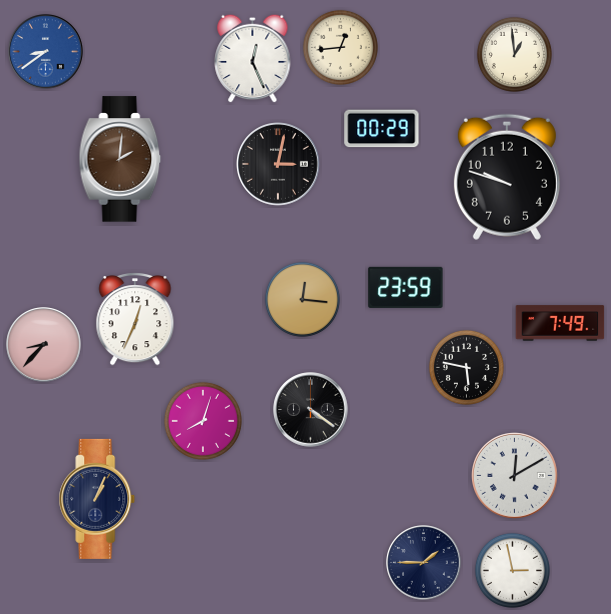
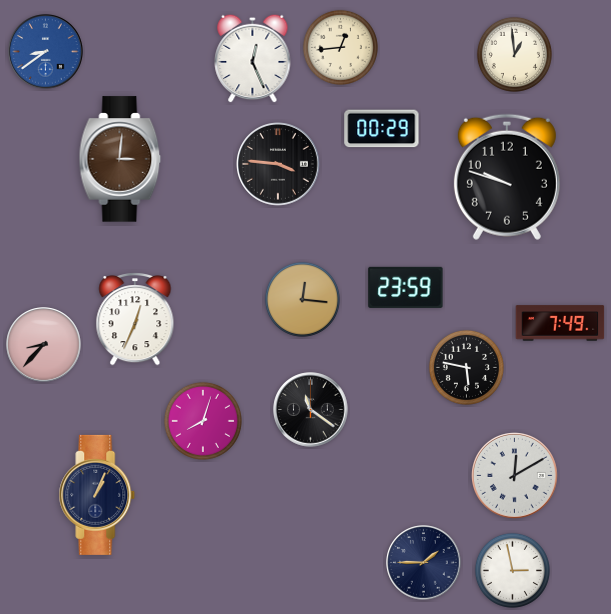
clock at (120, 159): 2:01 -> 3:01
clock at (279, 165): 3:02 -> 3:46
clock at (311, 410): 4:21 -> 11:21
clock at (97, 499) position: (97, 499) -> (97, 495)
